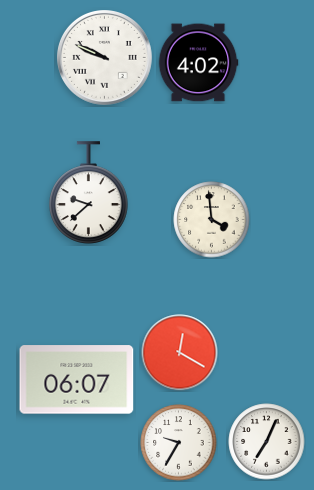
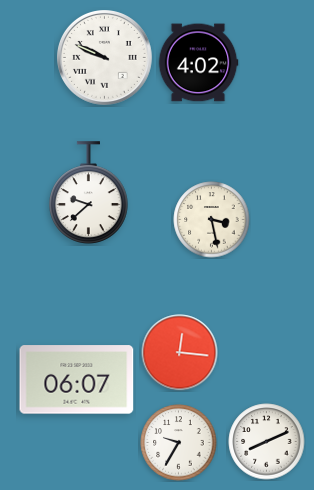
clock at (212, 220): 3:59 -> 3:28
clock at (180, 353): 12:20 -> 12:16
clock at (267, 442): 7:04 -> 8:11
